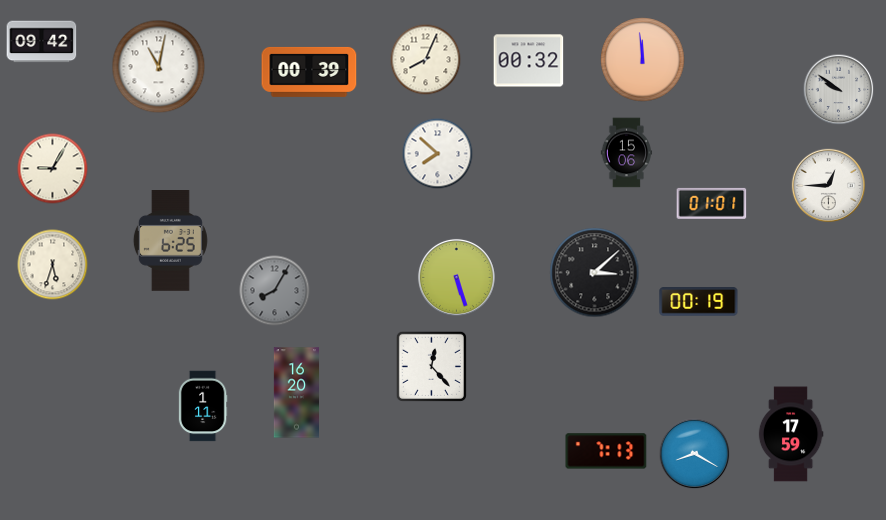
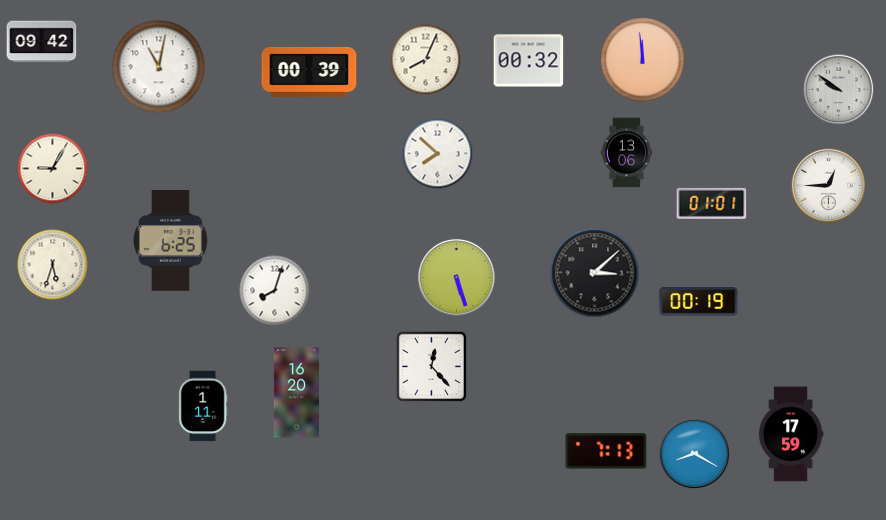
clock at (627, 153): 15:06 -> 13:06
clock at (275, 291): 8:05 -> 8:03
clock at (275, 291) dial: grey -> white
